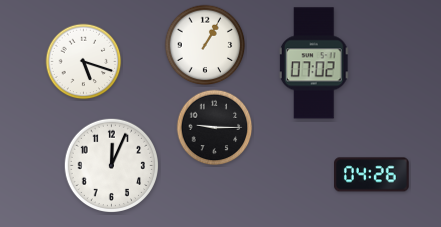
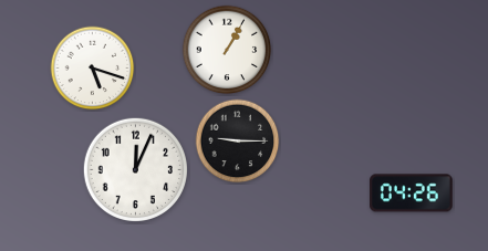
clock at (314, 63): 07:02 -> none
clock at (111, 165) position: (111, 165) -> (135, 169)
